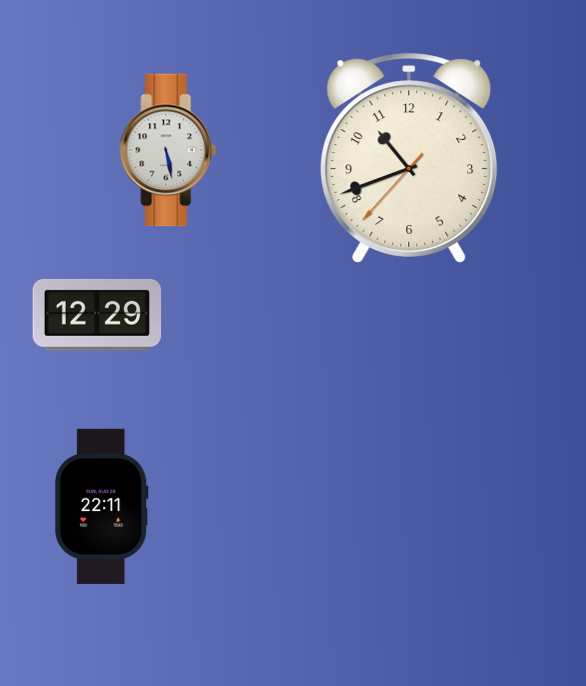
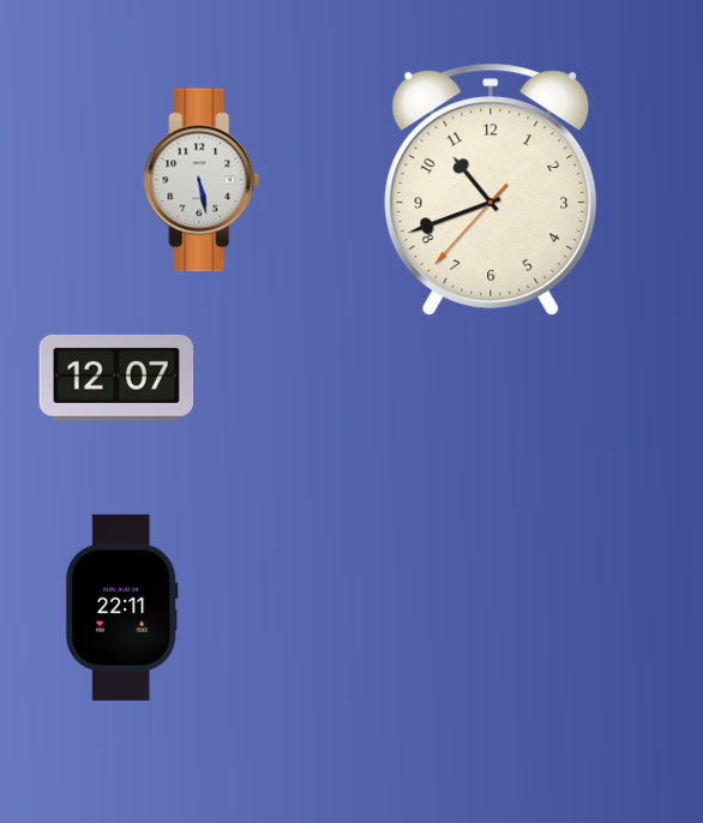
clock at (97, 315): 12:29 -> 12:07
